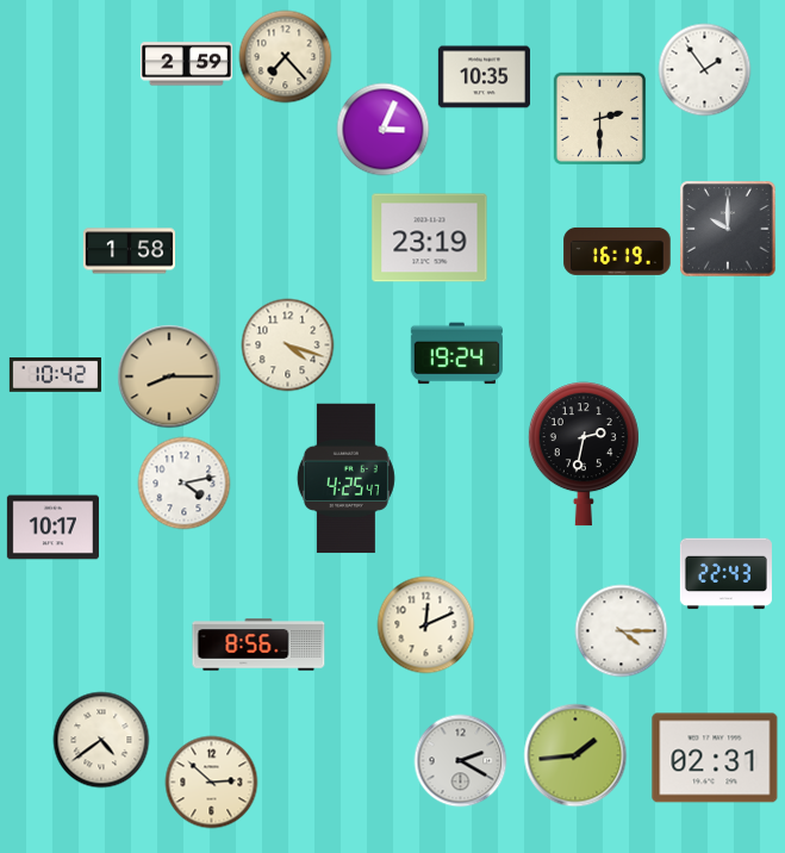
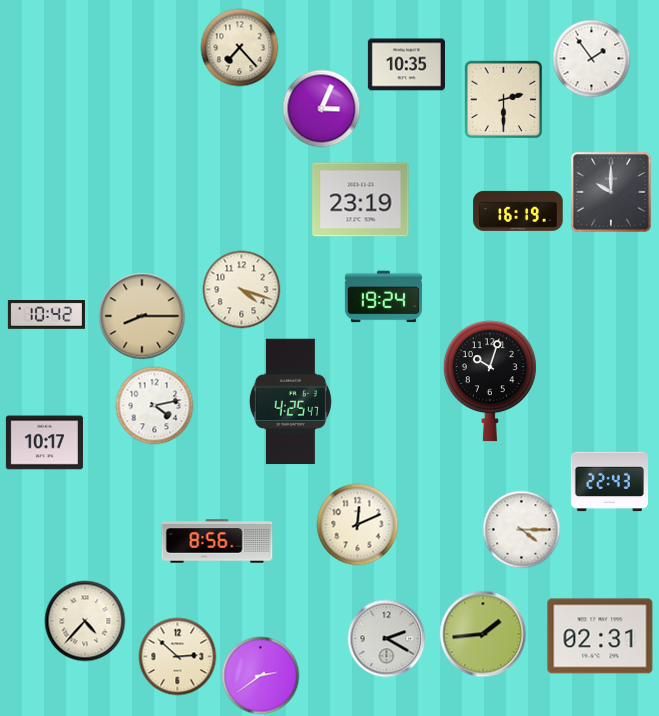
clock at (186, 64): 2:59 -> none
clock at (129, 251): 1:58 -> none
clock at (584, 454): 2:32 -> 10:03
clock at (101, 740): 4:39 -> 4:37
clock at (260, 675): none -> 2:39
